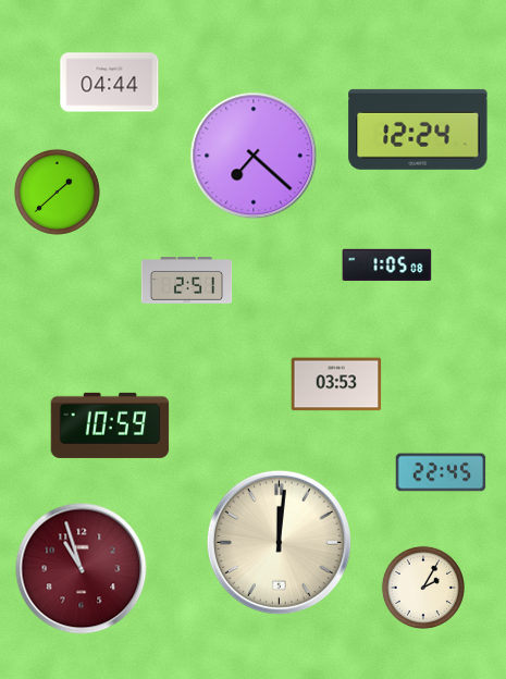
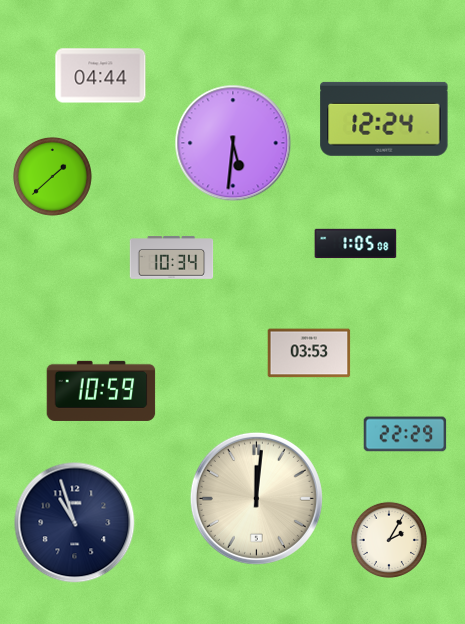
clock at (254, 156): 7:22 -> 5:31
clock at (187, 281): 2:51 -> 10:34
clock at (441, 472): 22:45 -> 22:29
clock at (82, 569) dial: burgundy -> navy
